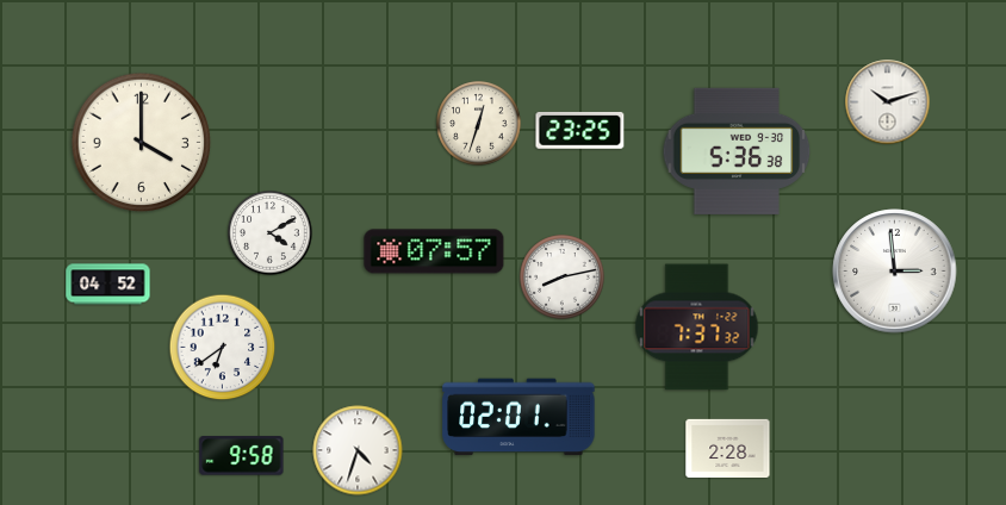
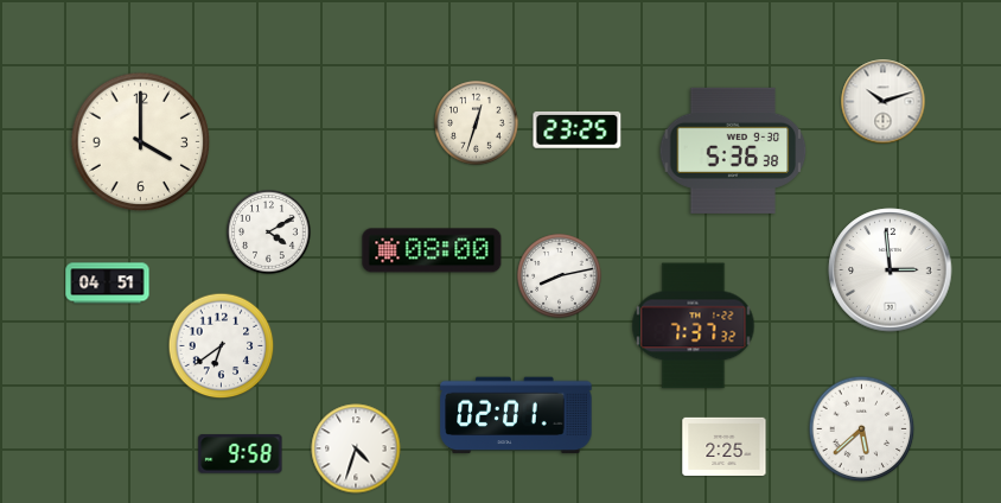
clock at (434, 251): 07:57 -> 08:00
clock at (108, 285): 04:52 -> 04:51
clock at (862, 429): none -> 5:38
clock at (728, 448): 2:28 -> 2:25
